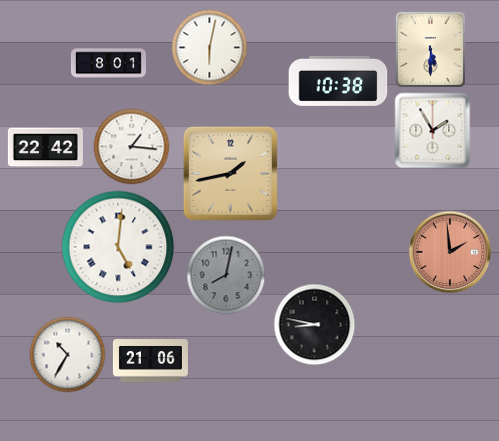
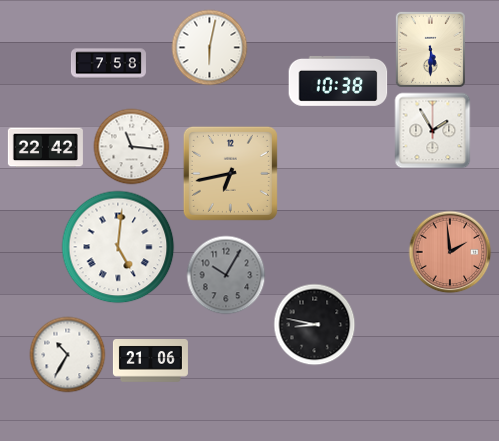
clock at (108, 64): 8:01 -> 7:58
clock at (132, 147): 1:16 -> 11:16
clock at (230, 173): 1:43 -> 6:43
clock at (226, 275): 8:02 -> 10:05
